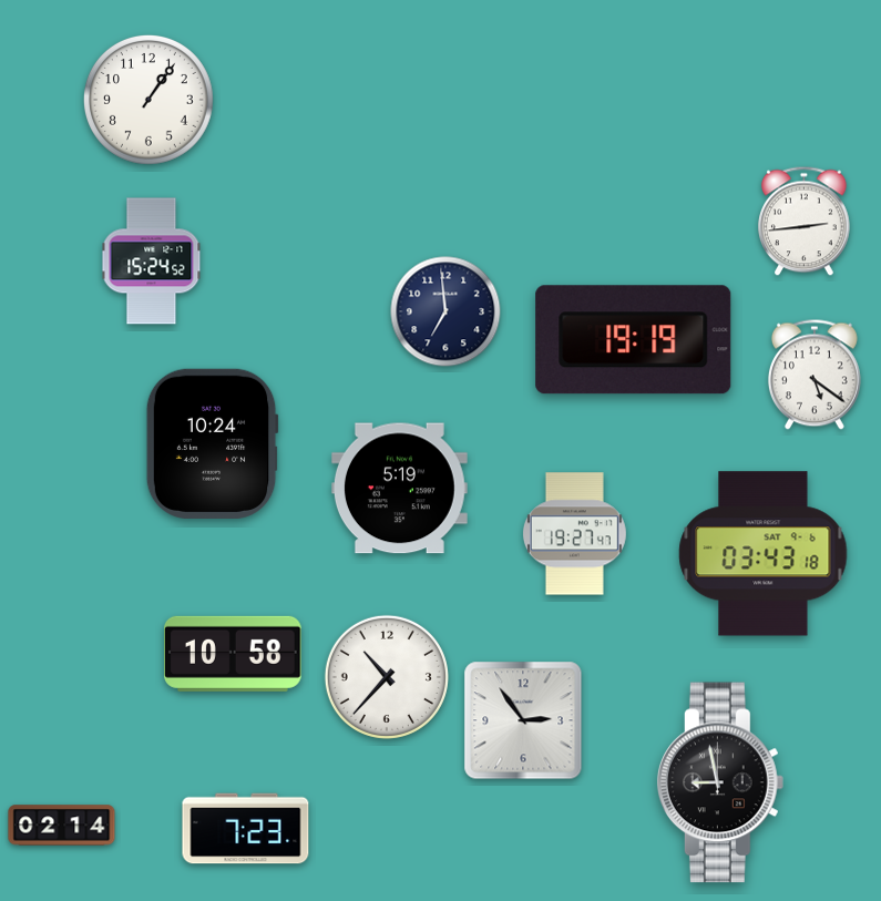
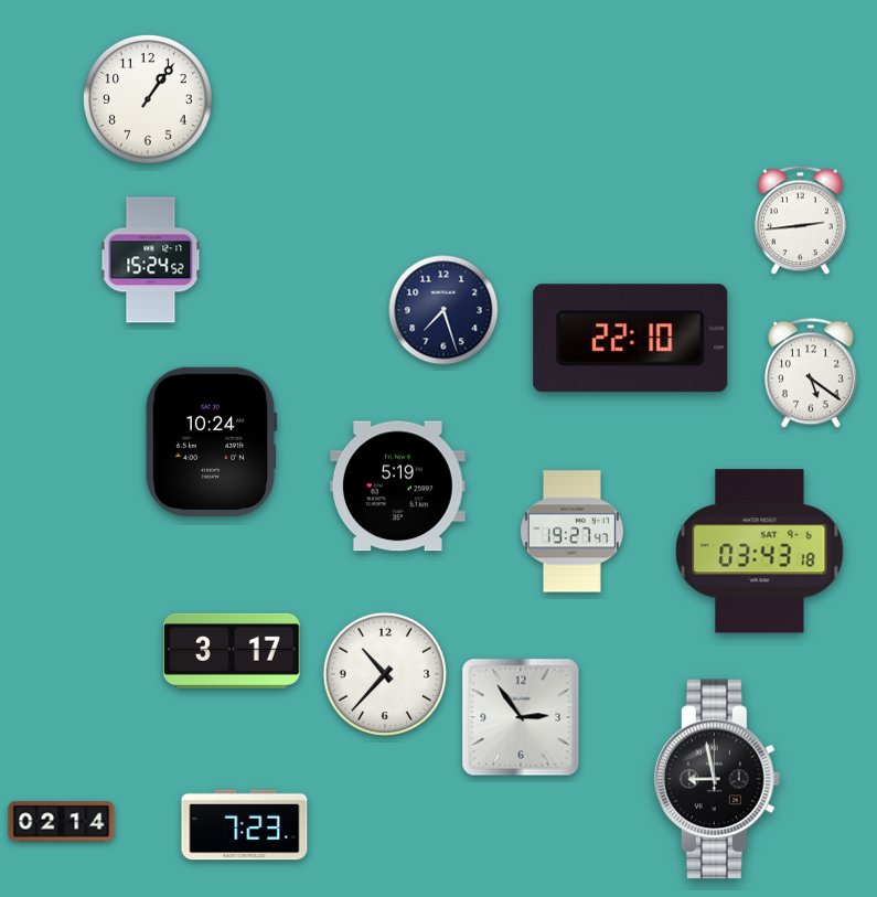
clock at (445, 311): 6:59 -> 7:27
clock at (634, 340): 19:19 -> 22:10
clock at (233, 654): 10:58 -> 3:17
